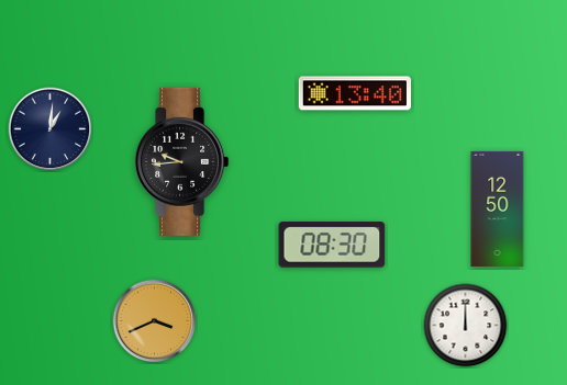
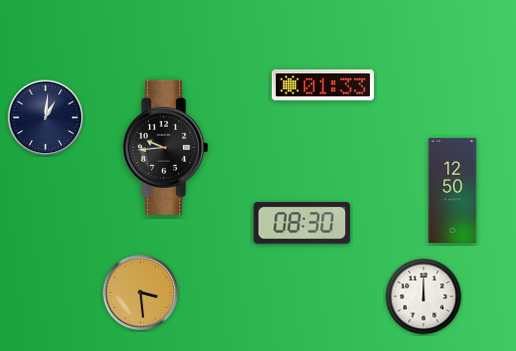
clock at (355, 93): 13:40 -> 01:33
clock at (155, 321): 3:41 -> 3:29
